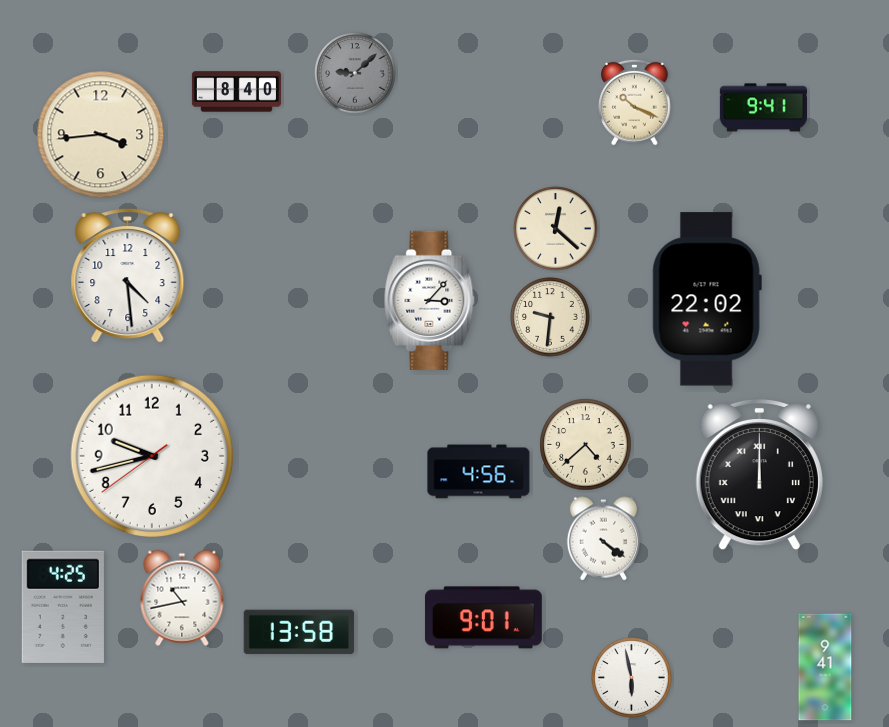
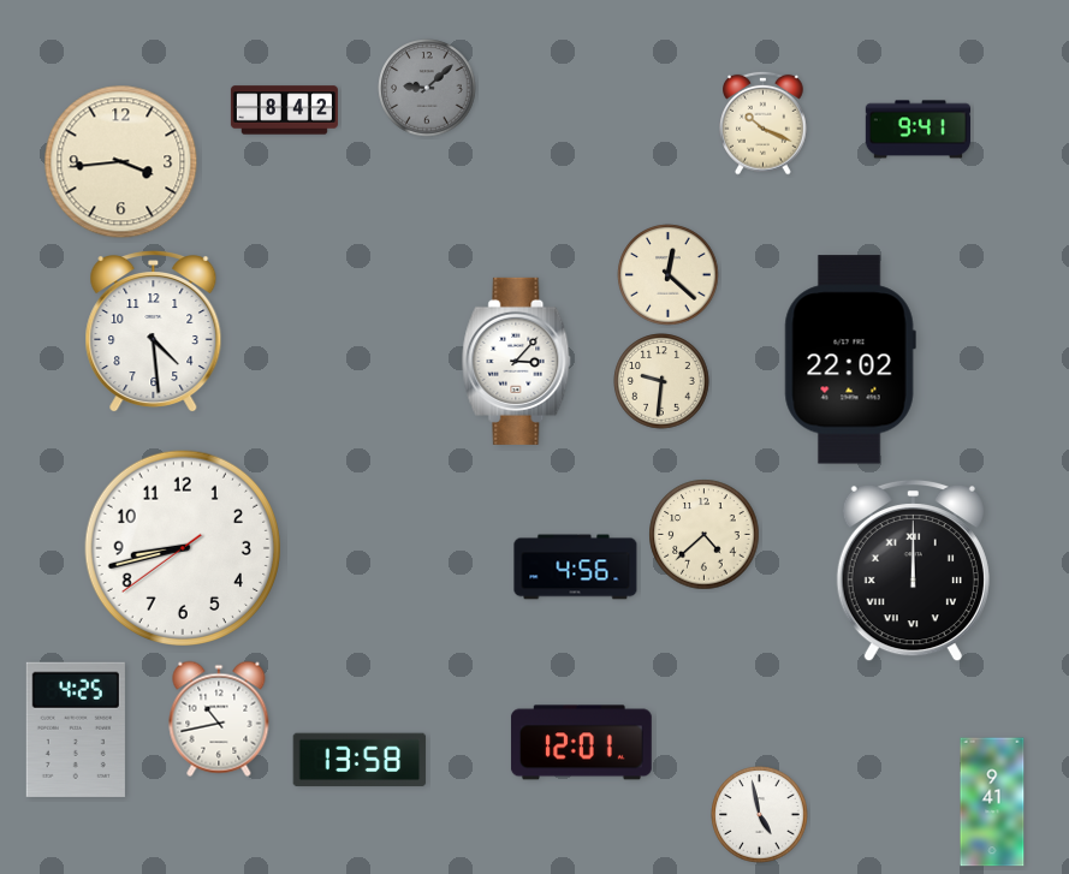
clock at (236, 92): 8:40 -> 8:42
clock at (151, 455): 9:42 -> 8:42
clock at (603, 539): 4:21 -> none
clock at (483, 618): 9:01 -> 12:01
clock at (632, 678): 5:58 -> 4:58
